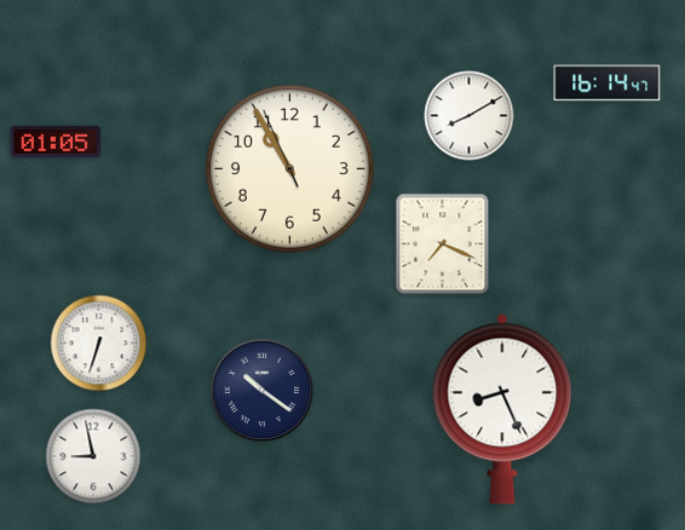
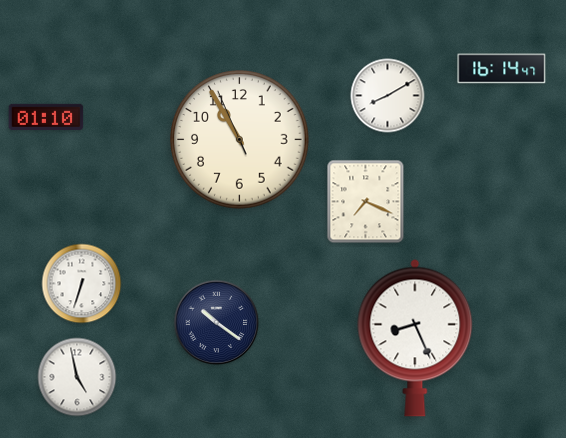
clock at (56, 142): 01:05 -> 01:10
clock at (93, 456): 8:58 -> 4:58
